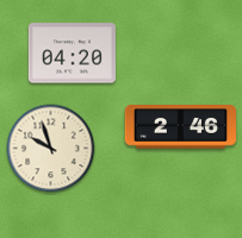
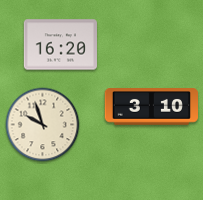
clock at (72, 54): 04:20 -> 16:20
clock at (181, 127): 2:46 -> 3:10
